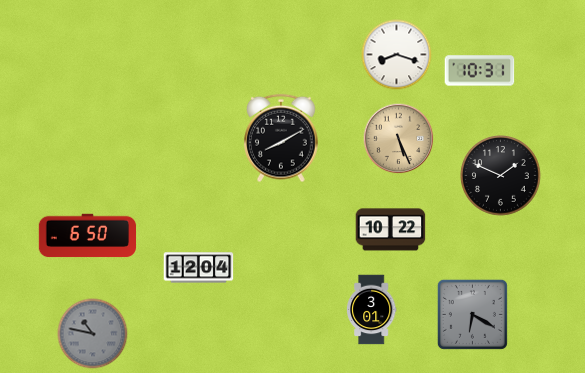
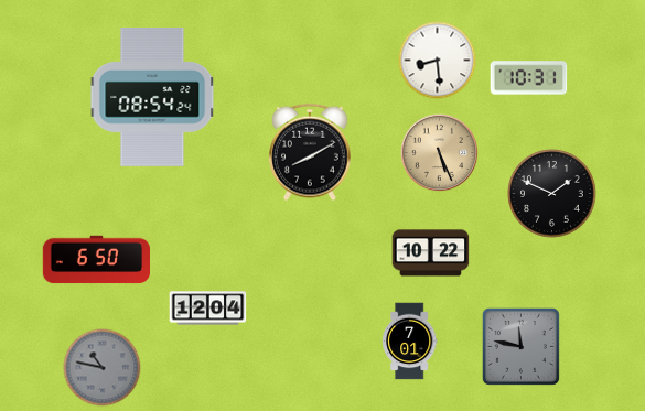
clock at (397, 55): 8:18 -> 8:29
clock at (152, 97): none -> 08:54
clock at (199, 268) position: (199, 268) -> (208, 309)
clock at (372, 310): 3:01 -> 7:01
clock at (472, 314): 6:20 -> 11:47
